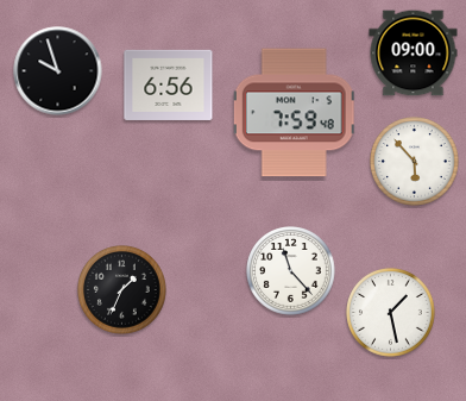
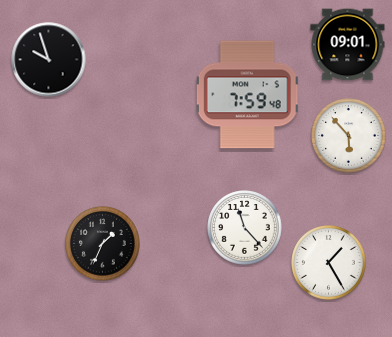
clock at (414, 54): 09:00 -> 09:01
clock at (169, 84): 6:56 -> none
clock at (391, 313): 1:28 -> 1:25
